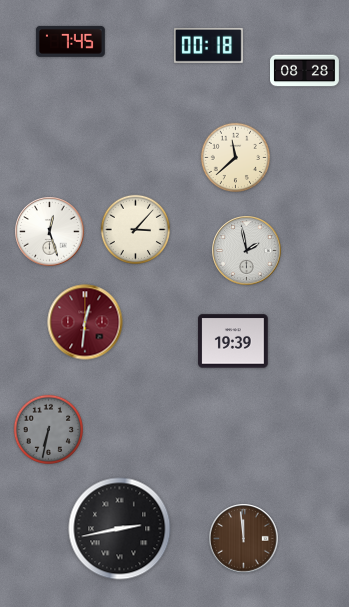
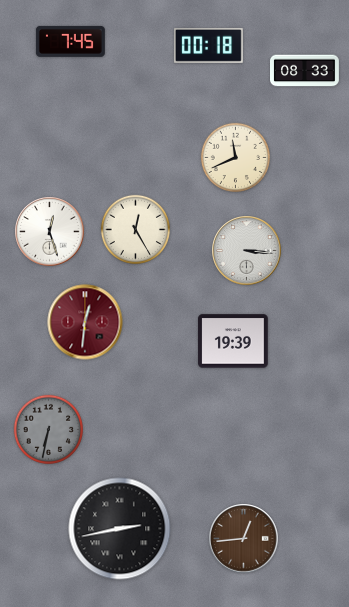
clock at (305, 71): 08:28 -> 08:33
clock at (235, 157): 11:38 -> 11:41
clock at (135, 229): 3:07 -> 12:25
clock at (247, 251): 1:58 -> 3:16
clock at (244, 539): 11:59 -> 12:44
